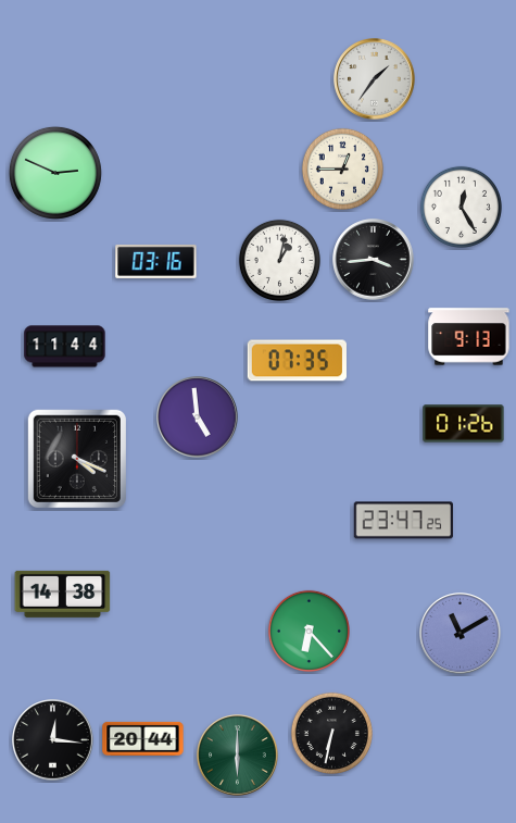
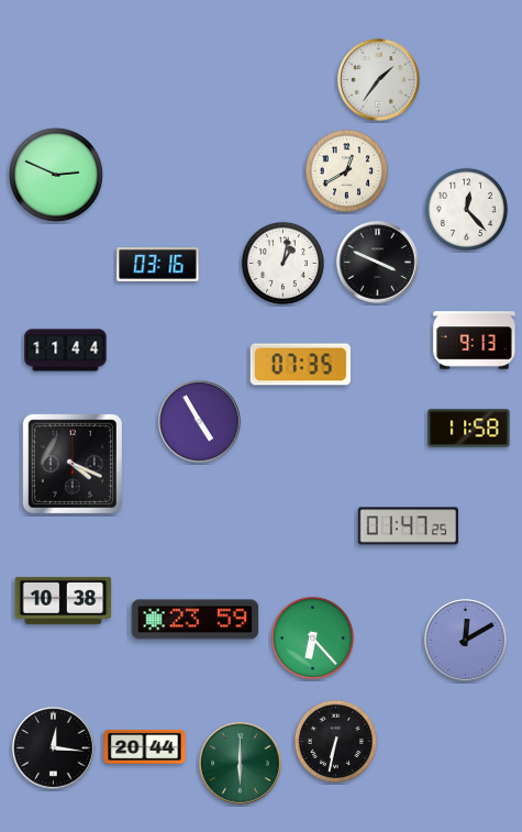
clock at (342, 169): 12:45 -> 12:40
clock at (461, 207): 12:25 -> 12:23
clock at (374, 260): 3:44 -> 3:49
clock at (198, 417): 4:59 -> 4:55
clock at (464, 424): 01:26 -> 11:58
clock at (76, 458) position: (76, 458) -> (71, 463)
clock at (403, 521): 23:47 -> 01:47
clock at (63, 594): 14:38 -> 10:38
clock at (196, 620): none -> 23:59
clock at (461, 634): 11:10 -> 12:10
